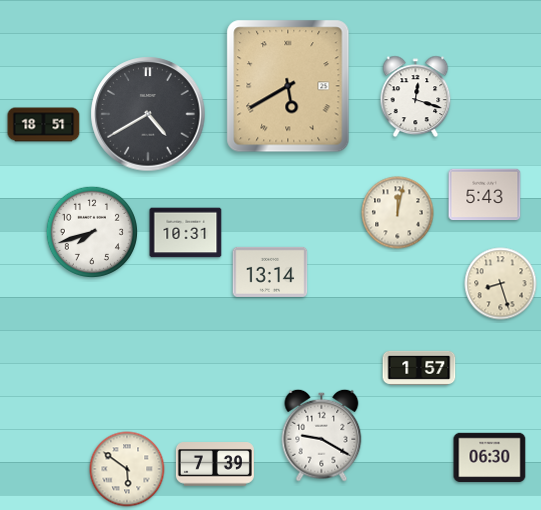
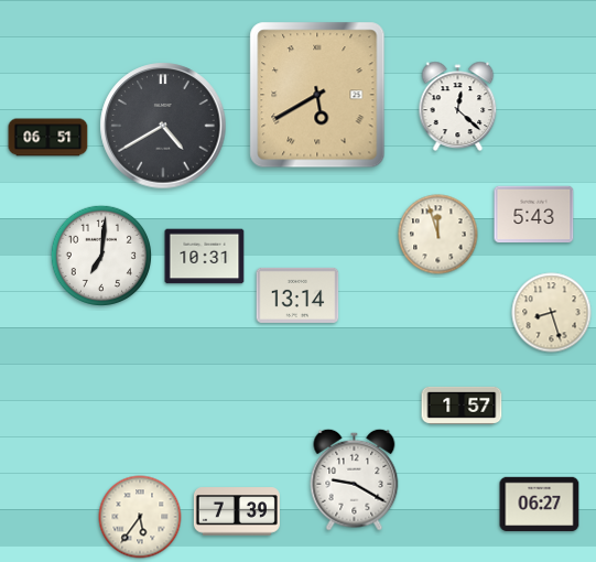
clock at (416, 97): 12:18 -> 12:22
clock at (44, 125): 18:51 -> 06:51
clock at (398, 213): 12:02 -> 11:57
clock at (91, 231): 7:42 -> 7:01
clock at (270, 272) position: (270, 272) -> (297, 295)
clock at (490, 458): 06:30 -> 06:27
clock at (127, 469): 5:51 -> 5:36
